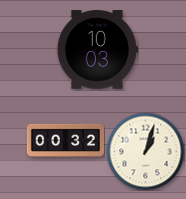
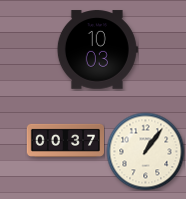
clock at (65, 140): 00:32 -> 00:37
clock at (145, 151): 1:03 -> 1:06
